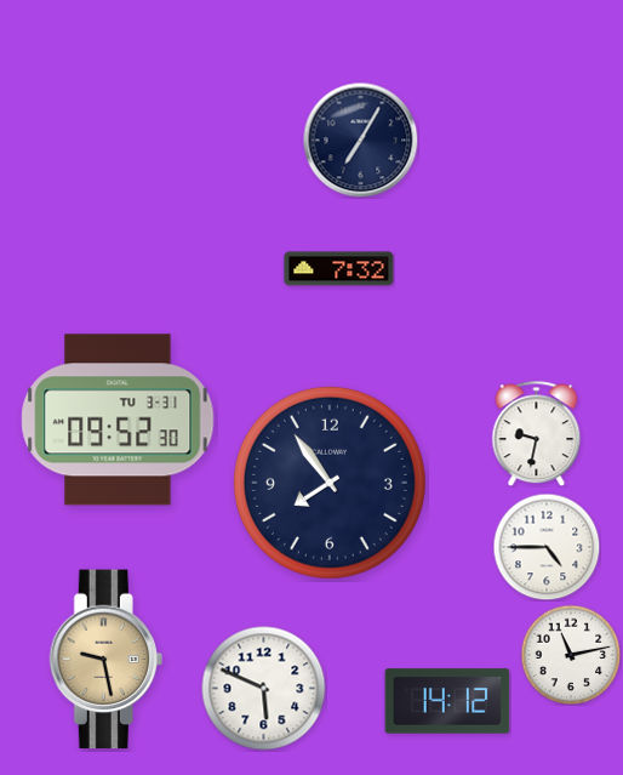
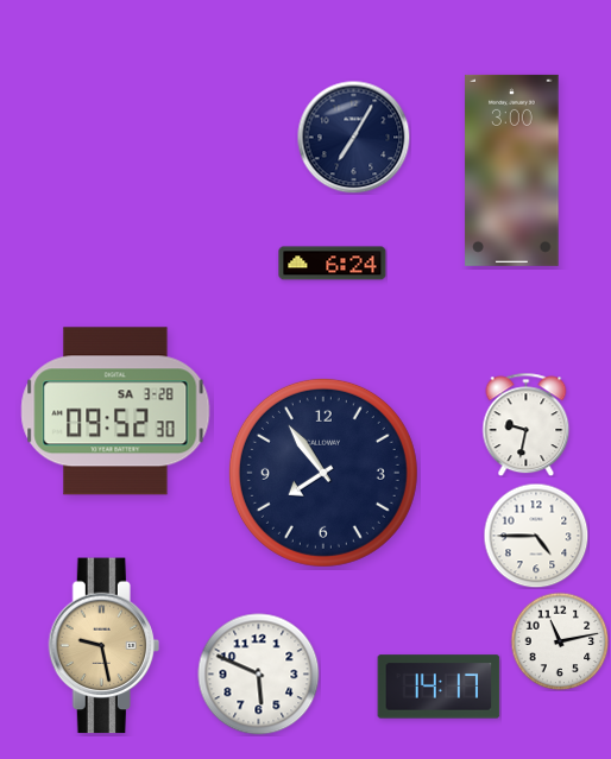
clock at (512, 170): none -> 3:00
clock at (339, 269): 7:32 -> 6:24
clock at (118, 420) date: TU 3-31 -> SA 3-28
clock at (447, 701): 14:12 -> 14:17
